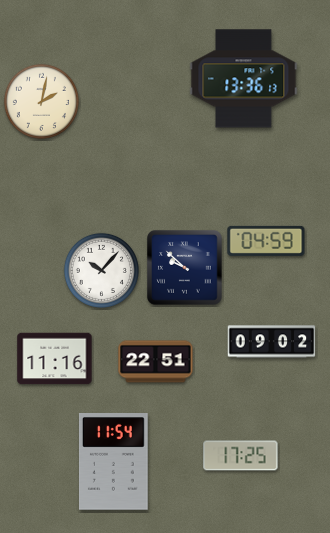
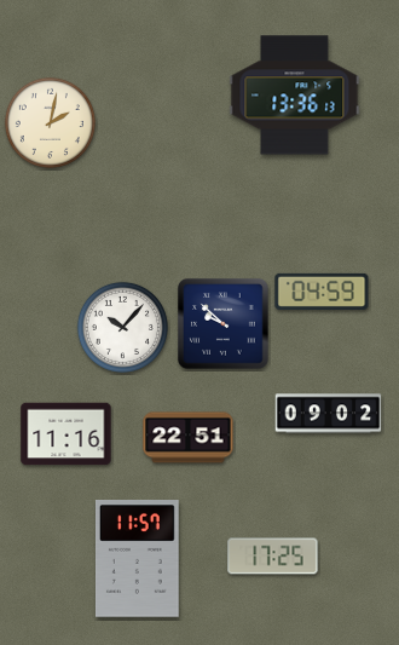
clock at (241, 456) position: (241, 456) -> (273, 557)
clock at (113, 462): 11:54 -> 11:57
